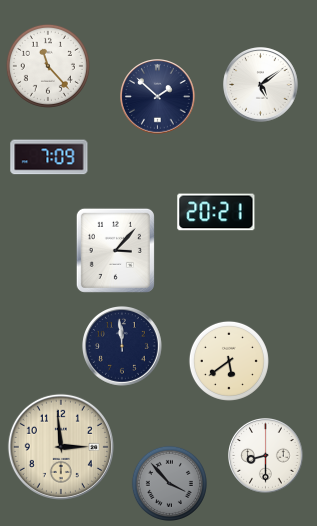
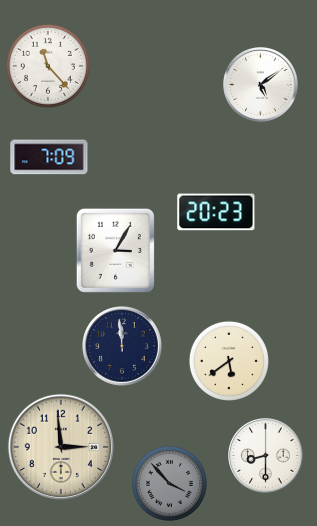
clock at (158, 97): 1:52 -> none
clock at (216, 212): 20:21 -> 20:23
clock at (115, 250): 3:07 -> 3:05
